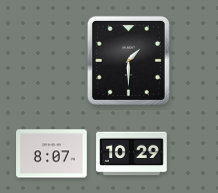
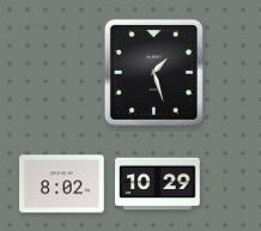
clock at (128, 60): 1:30 -> 1:27
clock at (52, 154): 8:07 -> 8:02
